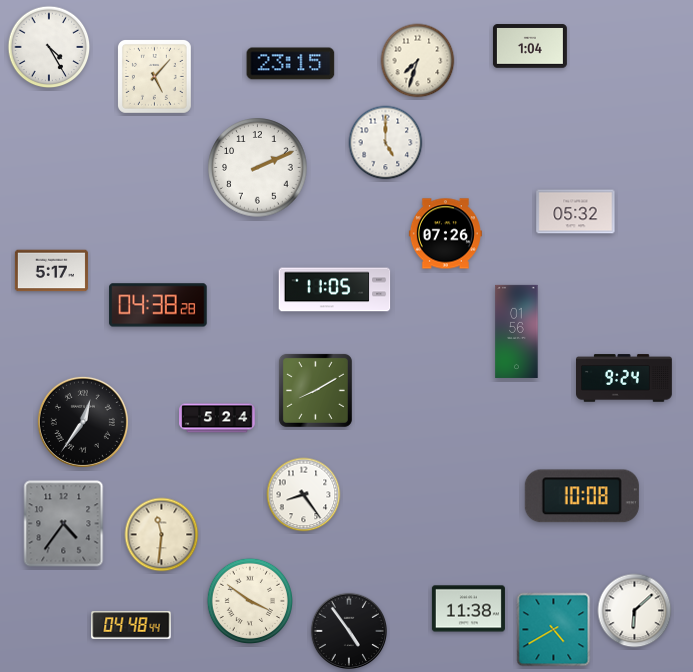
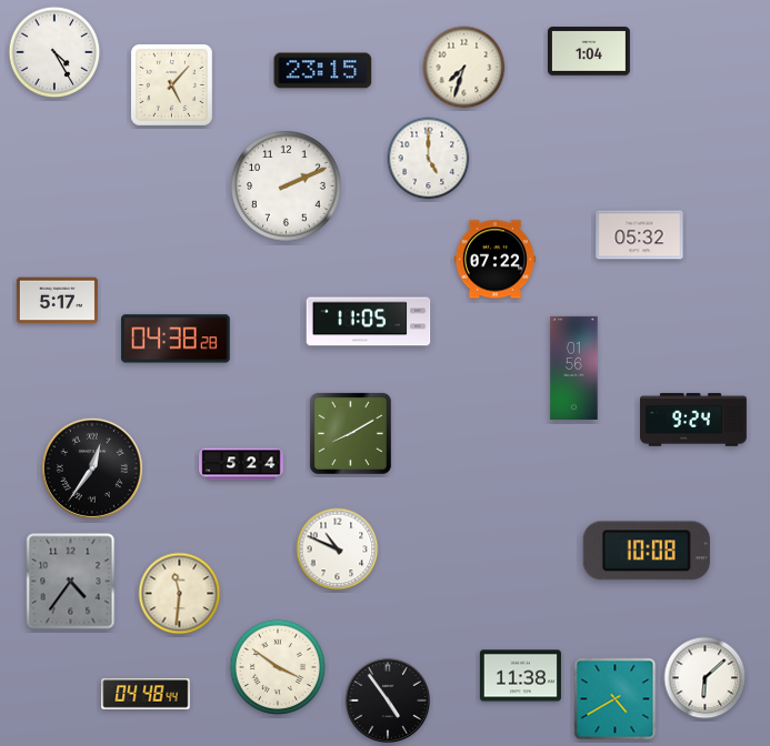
clock at (445, 234): 07:26 -> 07:22
clock at (335, 290) position: (335, 290) -> (369, 322)
clock at (304, 495): 8:24 -> 10:49
